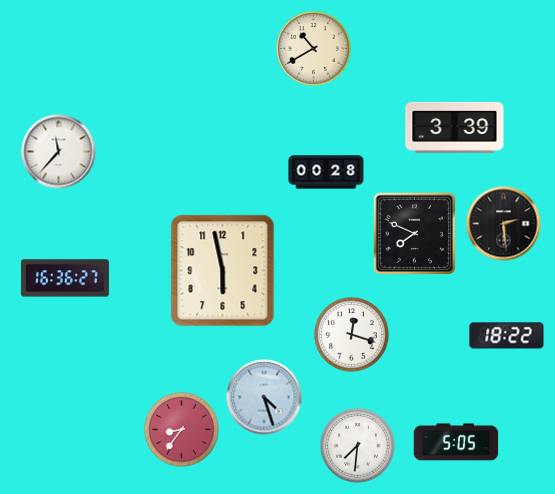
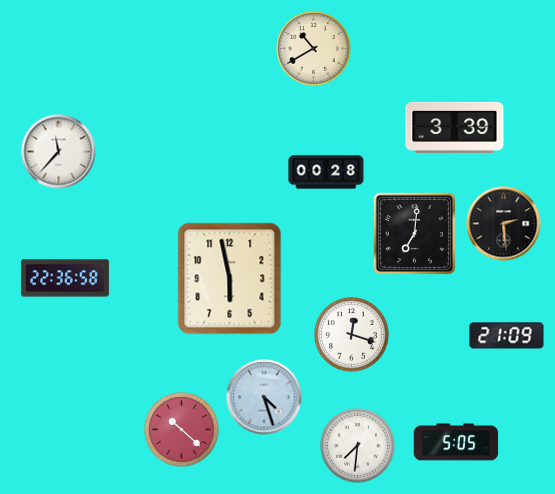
clock at (414, 233): 7:49 -> 7:01
clock at (223, 271) position: (223, 271) -> (230, 279)
clock at (65, 278): 16:36 -> 22:36
clock at (507, 336): 18:22 -> 21:09
clock at (182, 430): 8:36 -> 10:22
